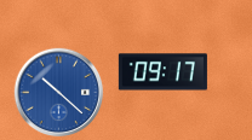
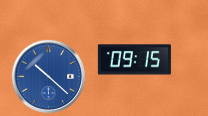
clock at (162, 72): 09:17 -> 09:15
